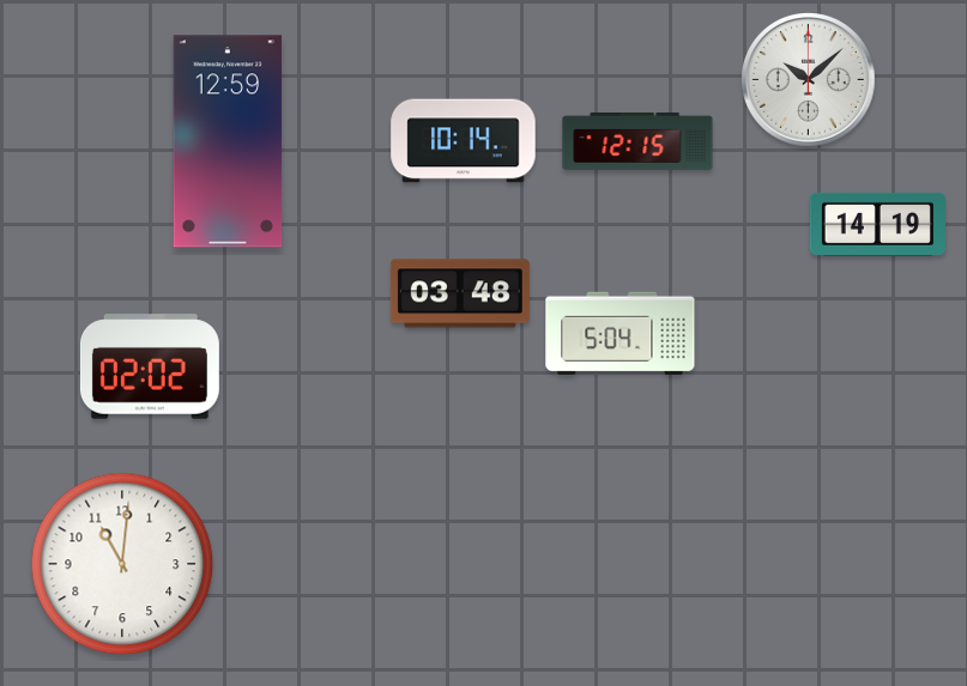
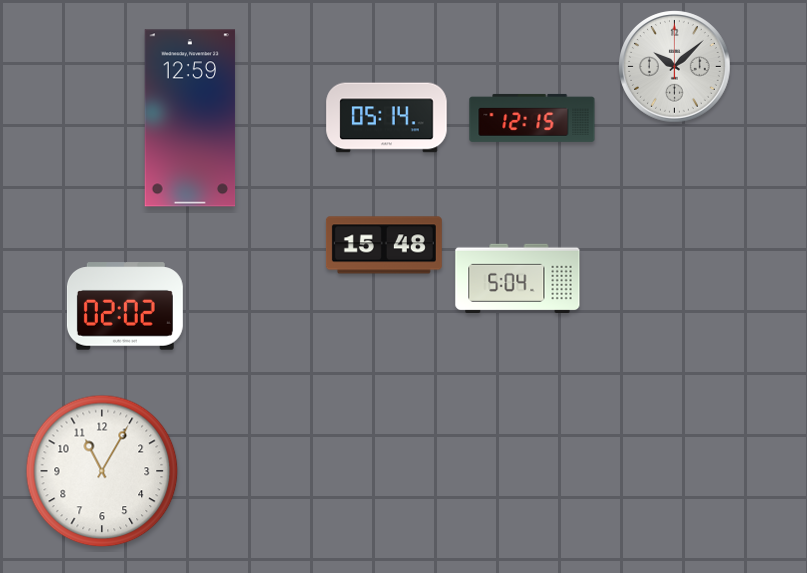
clock at (464, 141): 10:14 -> 05:14
clock at (877, 224): 14:19 -> none
clock at (460, 293): 03:48 -> 15:48
clock at (122, 564): 11:01 -> 11:05
